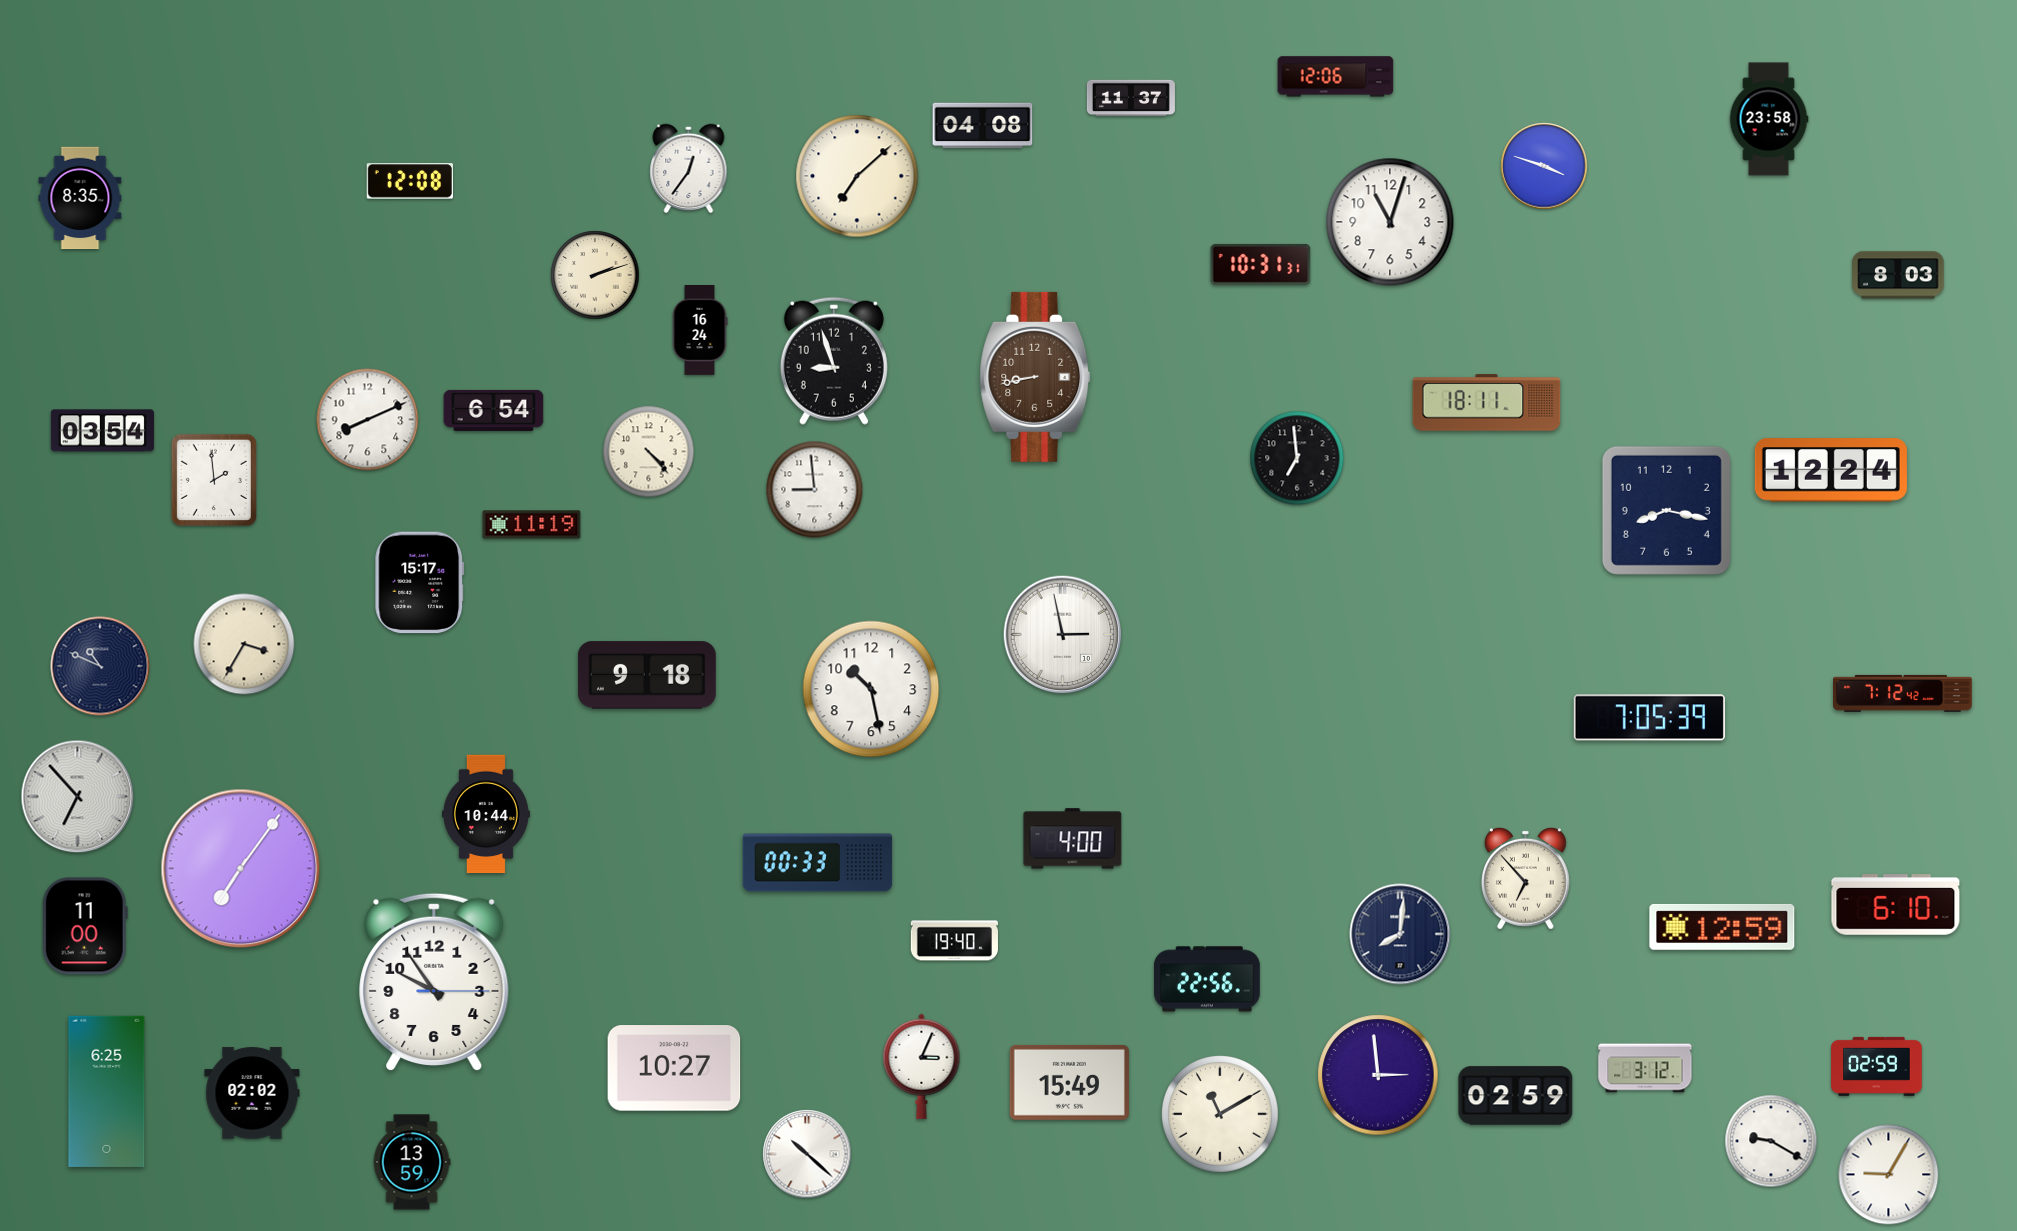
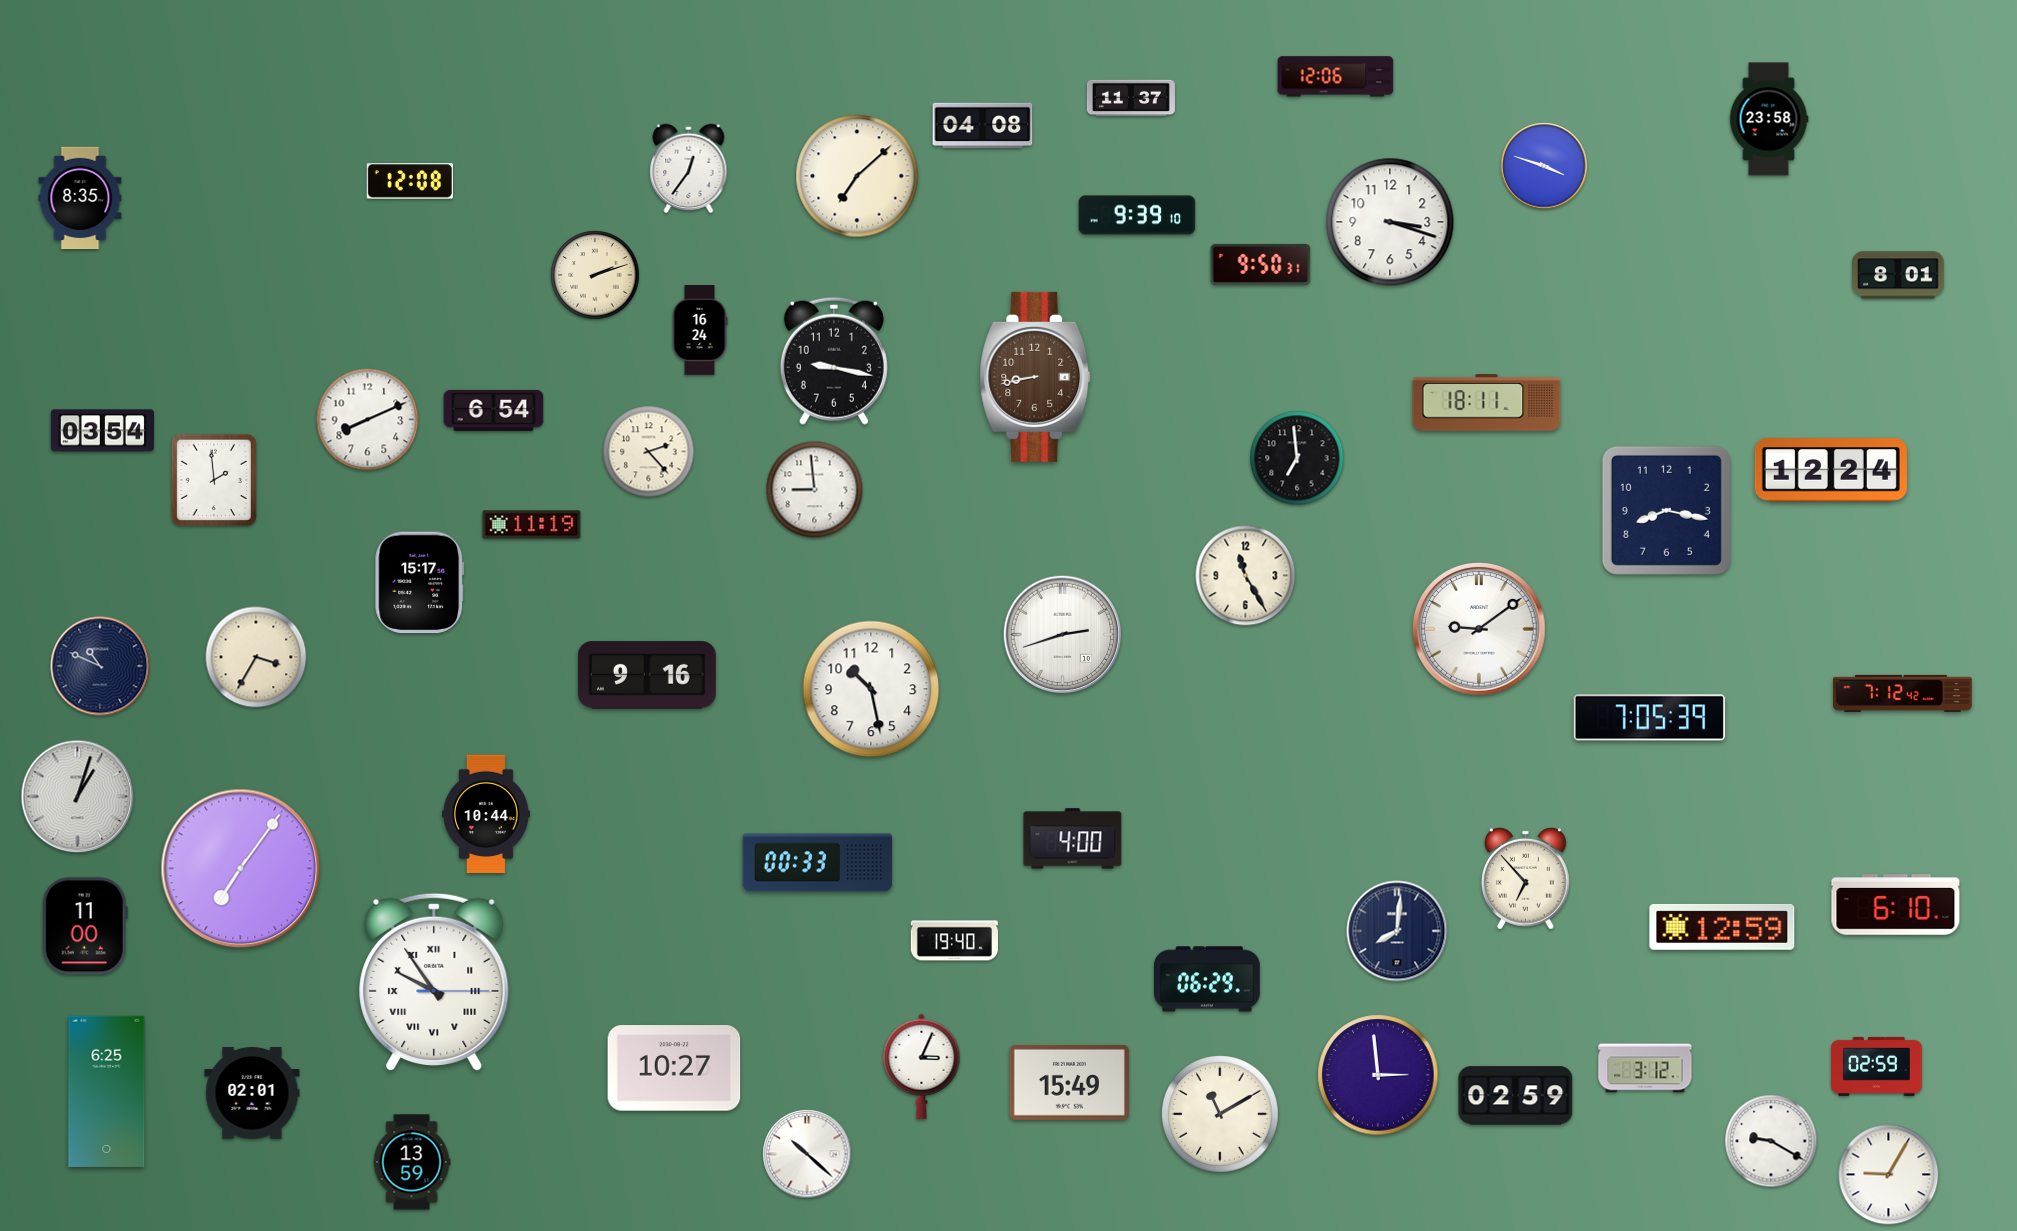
clock at (1137, 215): none -> 9:39
clock at (1390, 222): 11:03 -> 3:18
clock at (1261, 264): 10:31 -> 9:50
clock at (1898, 275): 8:03 -> 8:01
clock at (834, 361): 8:57 -> 9:17
clock at (649, 452): 4:23 -> 2:23
clock at (1246, 576): none -> 11:25
clock at (1480, 630): none -> 9:09
clock at (1063, 635): 2:58 -> 2:42
clock at (244, 644) position: (244, 644) -> (256, 657)
clock at (647, 675): 9:18 -> 9:16
clock at (78, 797): 6:53 -> 1:03
clock at (1400, 934) position: (1400, 934) -> (1397, 931)
clock at (1207, 979): 22:56 -> 06:29
clock at (434, 982) numerals: Arabic -> Roman
clock at (252, 1093): 02:02 -> 02:01
